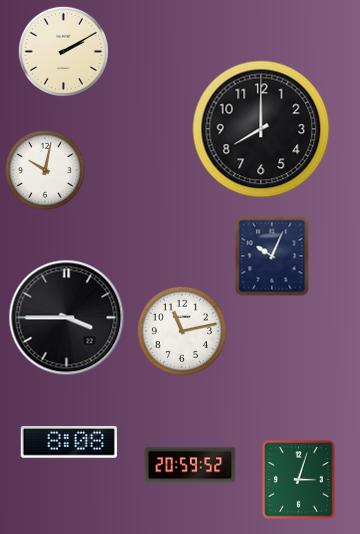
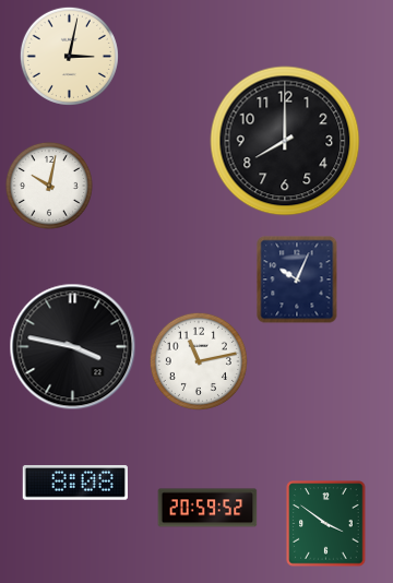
clock at (63, 51): 2:10 -> 3:02
clock at (67, 318): 3:45 -> 3:47
clock at (299, 480): 3:03 -> 3:51
